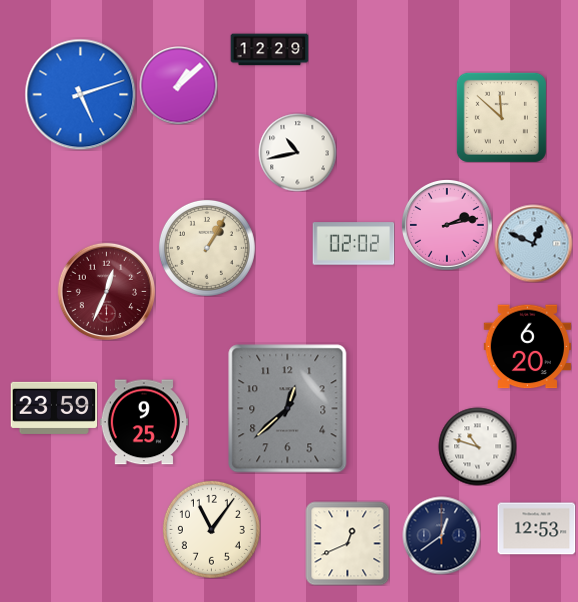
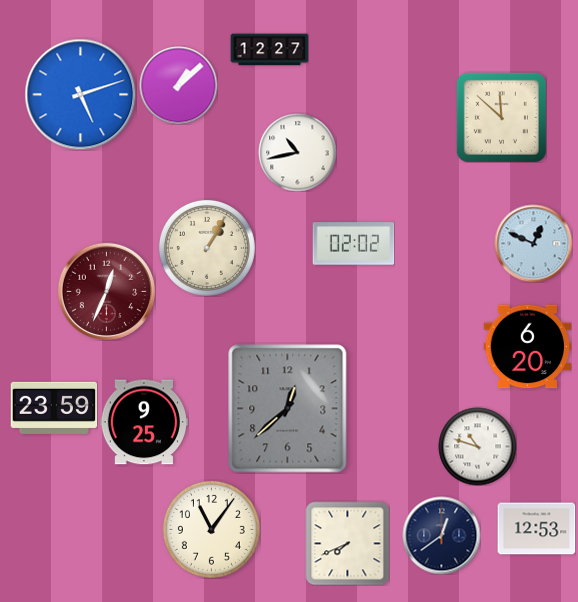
clock at (269, 50): 12:29 -> 12:27
clock at (447, 225): 2:13 -> none
clock at (347, 543): 12:41 -> 7:41
